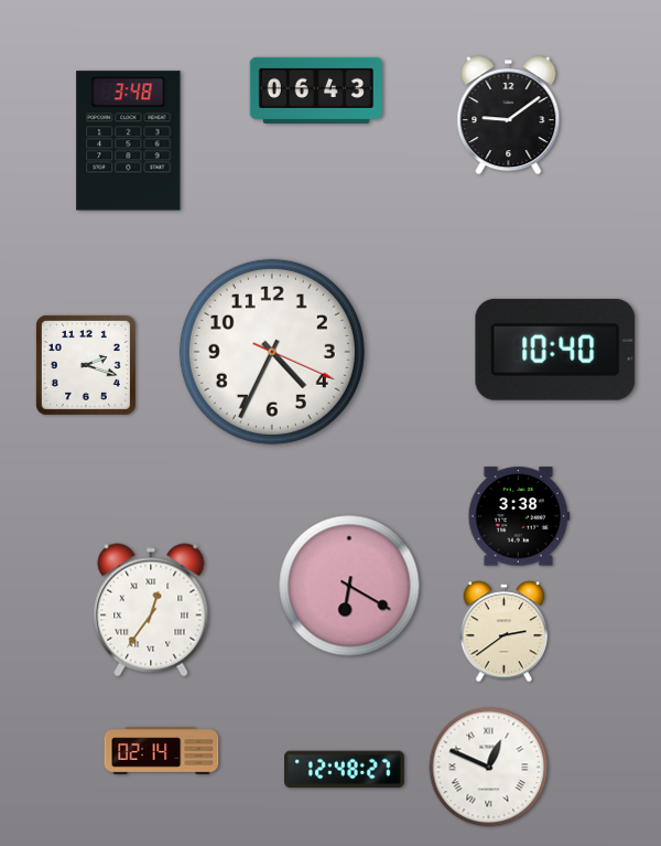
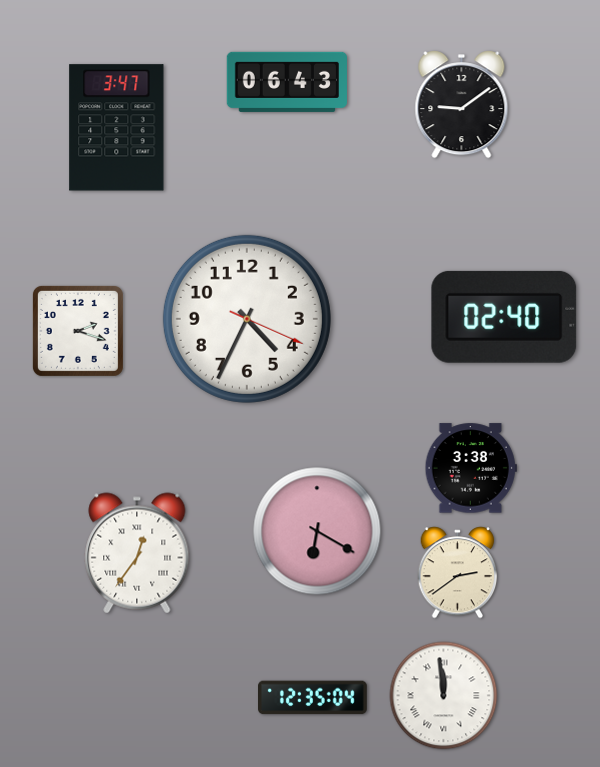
clock at (129, 141): 3:48 -> 3:47
clock at (555, 350): 10:40 -> 02:40
clock at (162, 751): 02:14 -> none
clock at (489, 768): 12:49 -> 11:59
clock at (345, 770): 12:48 -> 12:35
